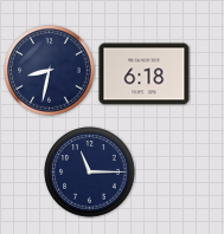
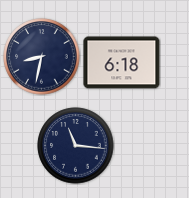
clock at (50, 71) position: (50, 71) -> (42, 57)
clock at (90, 173): 11:15 -> 11:16
